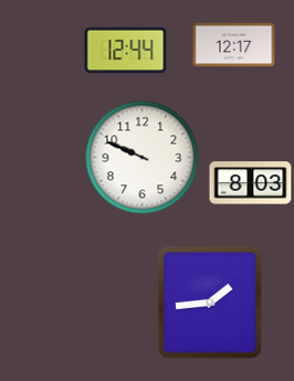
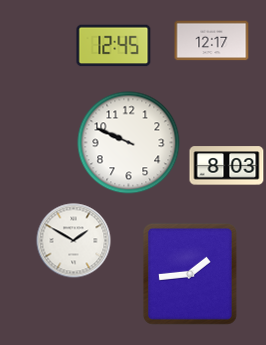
clock at (126, 51): 12:44 -> 12:45
clock at (74, 241): none -> 1:50
